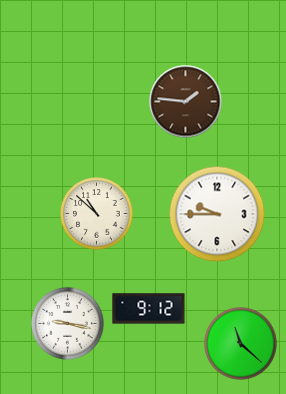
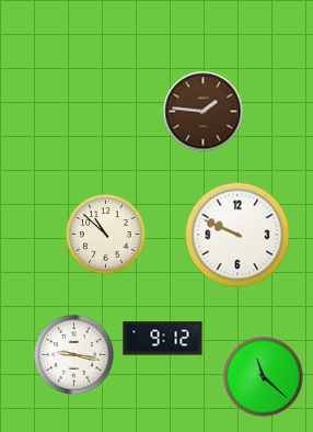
clock at (217, 214): 9:45 -> 9:49
